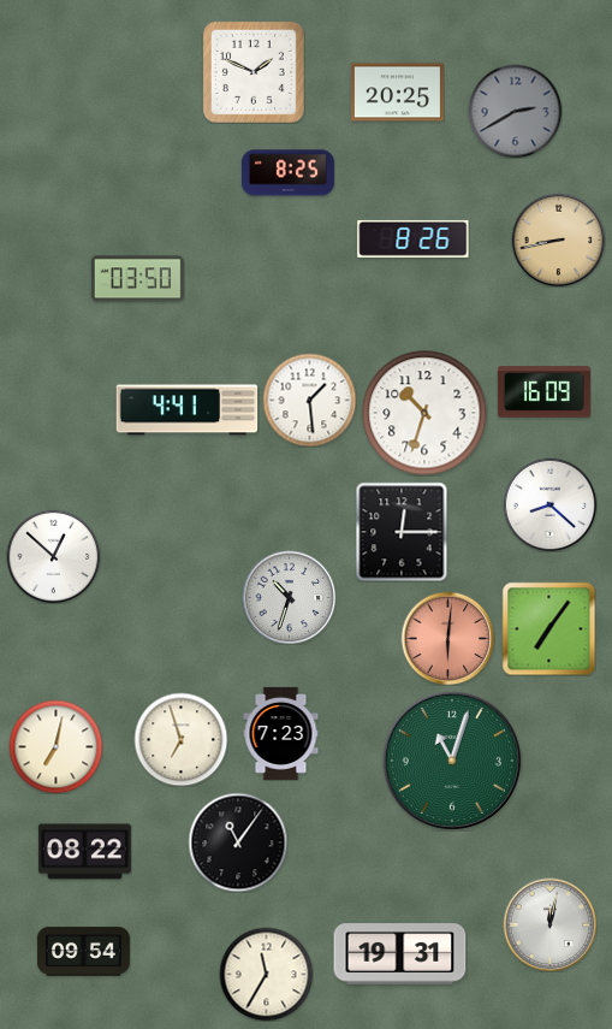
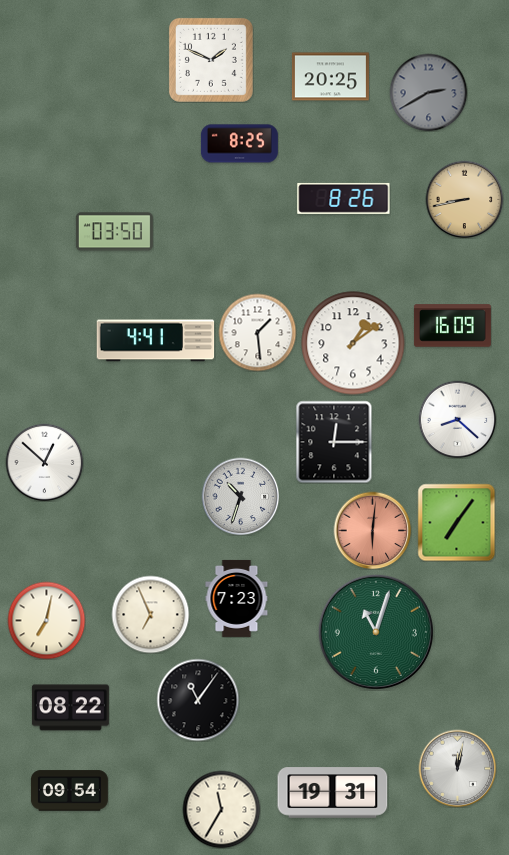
clock at (424, 413): 10:33 -> 1:09
clock at (281, 733) position: (281, 733) -> (237, 598)
clock at (180, 739): 6:57 -> 6:56
